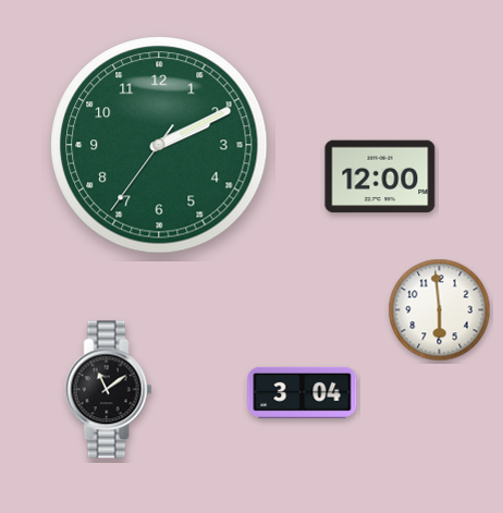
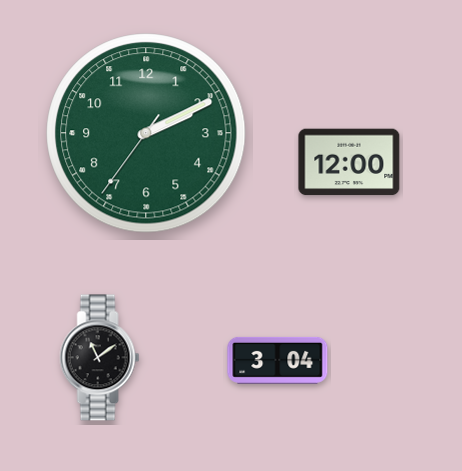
clock at (440, 310): 5:59 -> none
